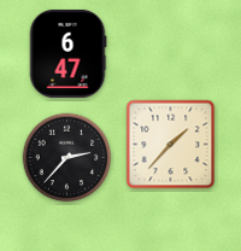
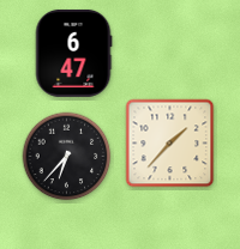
clock at (67, 53) position: (67, 53) -> (73, 53)
clock at (67, 158): 2:37 -> 6:37
